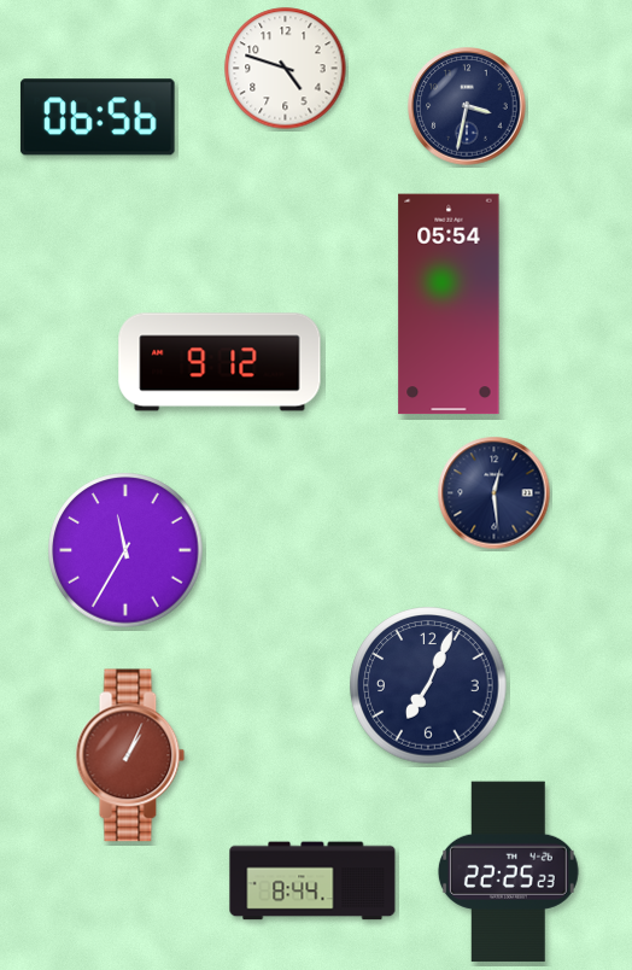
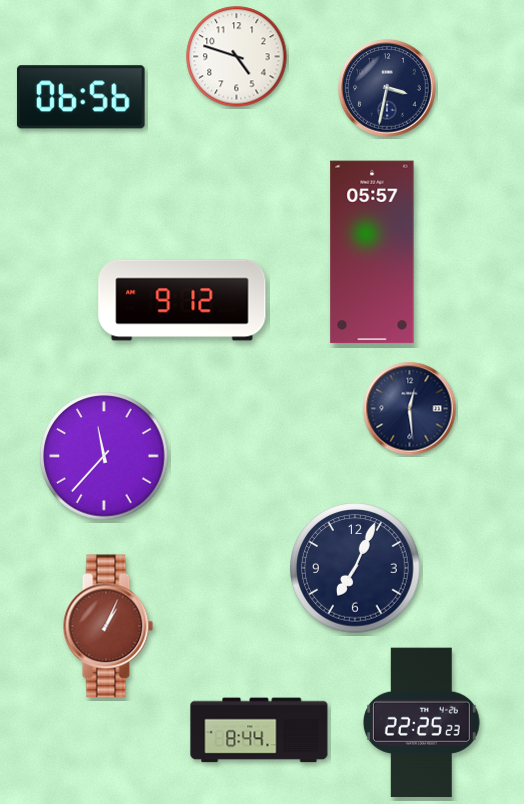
clock at (449, 304): 05:54 -> 05:57
clock at (125, 550): 11:35 -> 11:37
